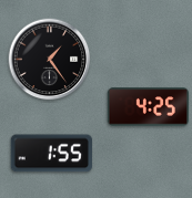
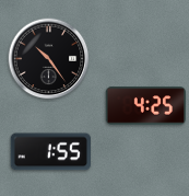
clock at (50, 60): 1:24 -> 10:24
